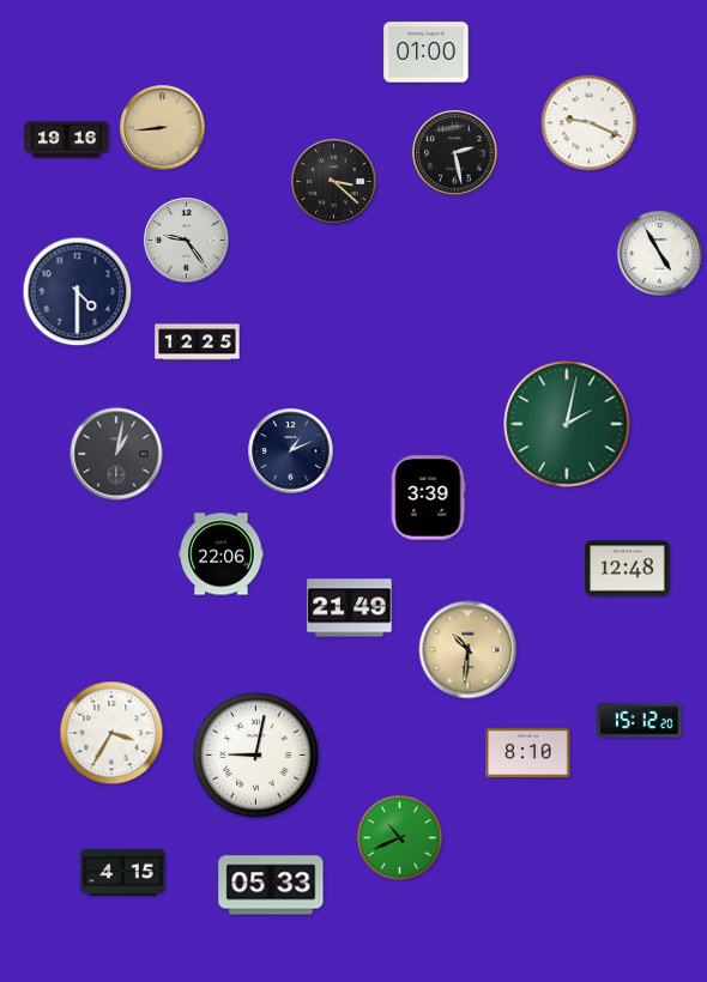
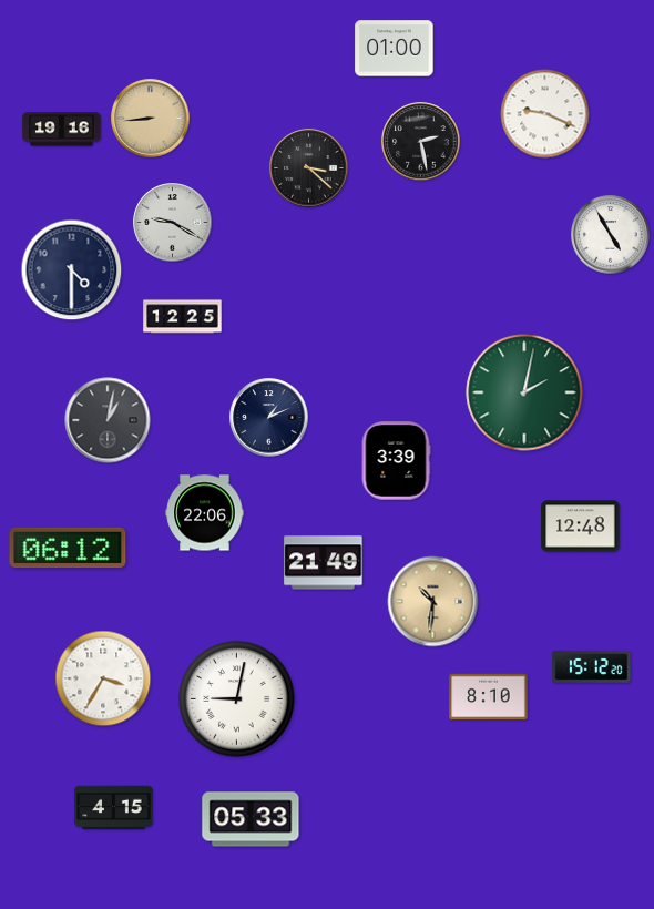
clock at (187, 241): 9:24 -> 9:20
clock at (68, 548): none -> 06:12
clock at (399, 837): 10:41 -> none
